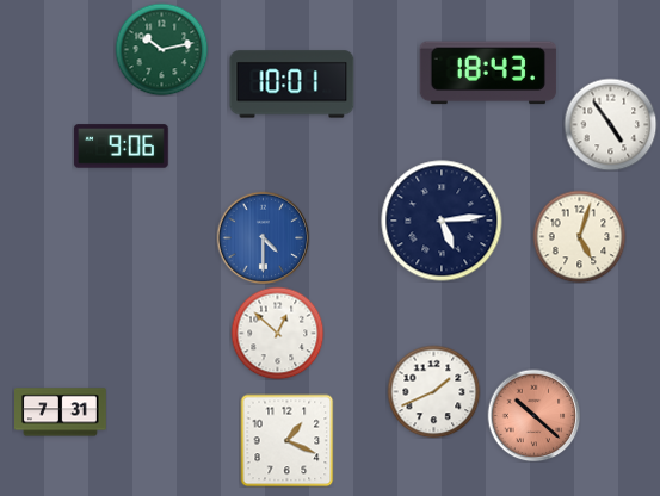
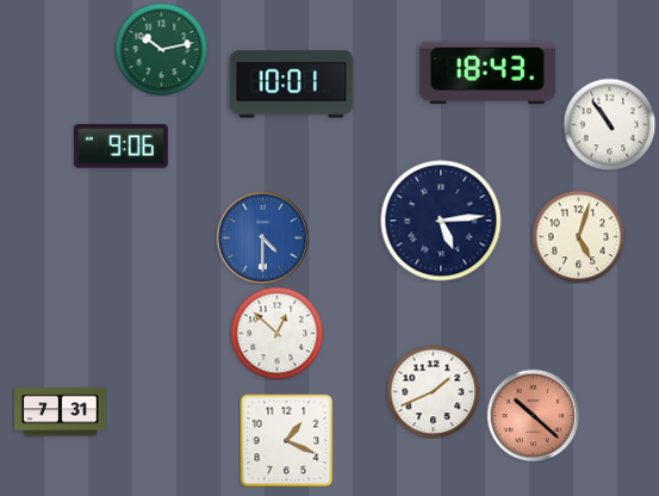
clock at (610, 124): 4:54 -> 10:54
